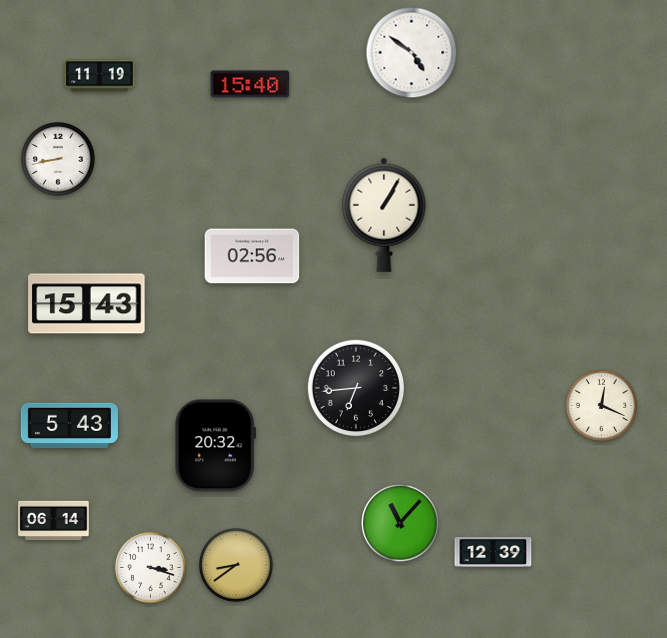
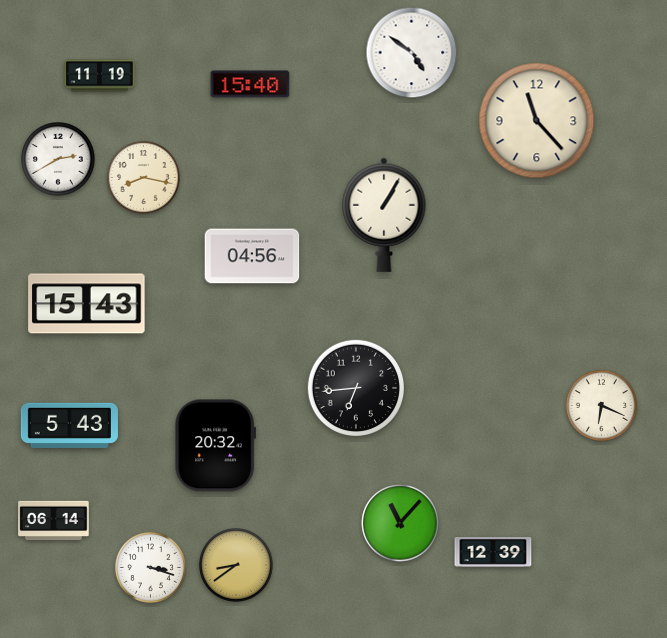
clock at (537, 121): none -> 11:23
clock at (59, 160): 8:43 -> 2:40
clock at (143, 177): none -> 8:17
clock at (252, 256): 02:56 -> 04:56
clock at (601, 405): 12:19 -> 6:19
